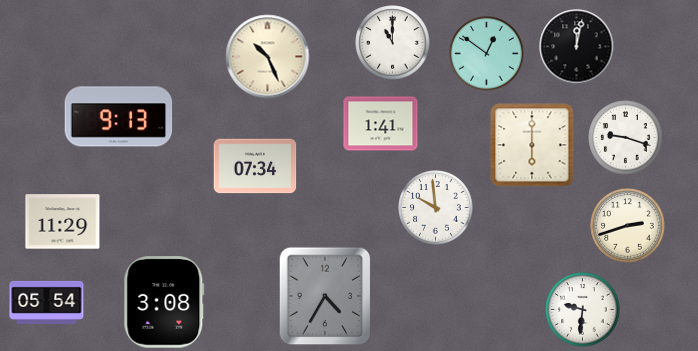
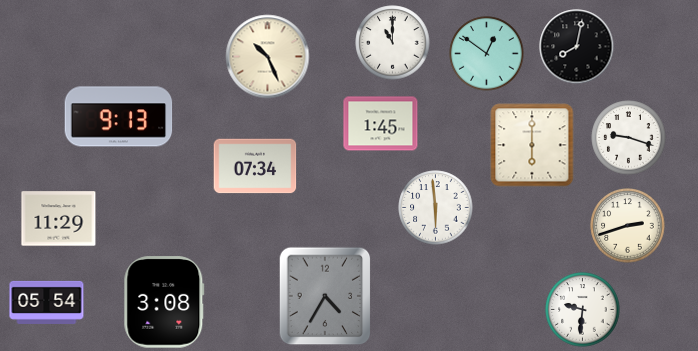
clock at (577, 47): 12:02 -> 8:02
clock at (381, 124): 1:41 -> 1:45
clock at (626, 138) position: (626, 138) -> (629, 138)
clock at (436, 208): 9:59 -> 5:59
clock at (63, 222) position: (63, 222) -> (59, 219)
